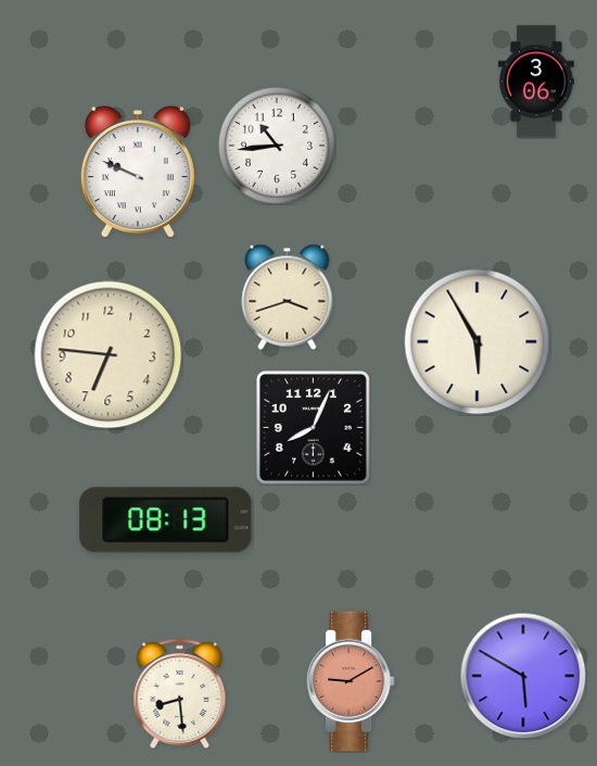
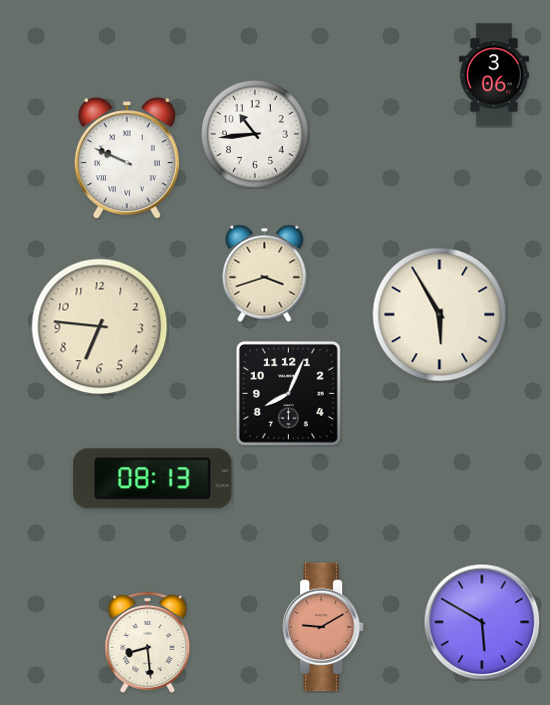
clock at (180, 693) position: (180, 693) -> (148, 642)
